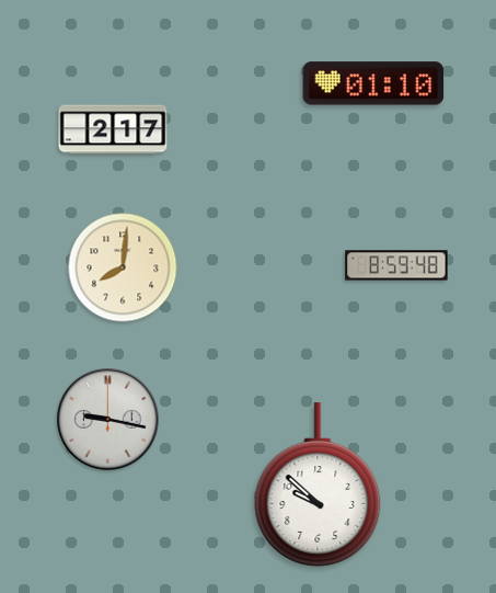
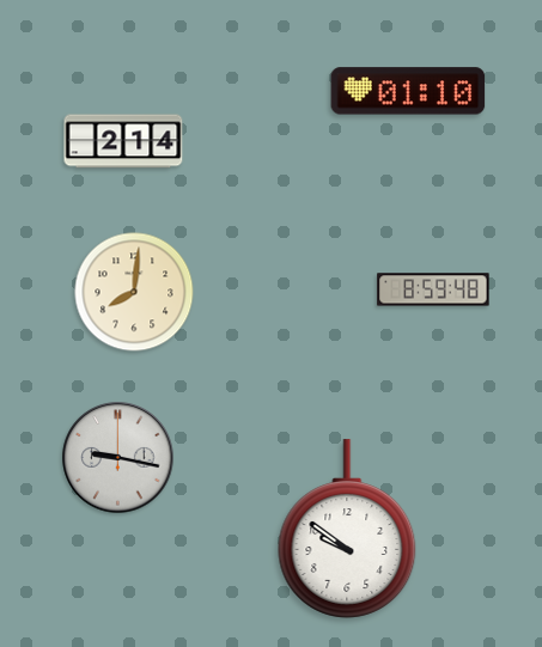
clock at (113, 129): 2:17 -> 2:14
clock at (318, 484): 9:52 -> 9:51
